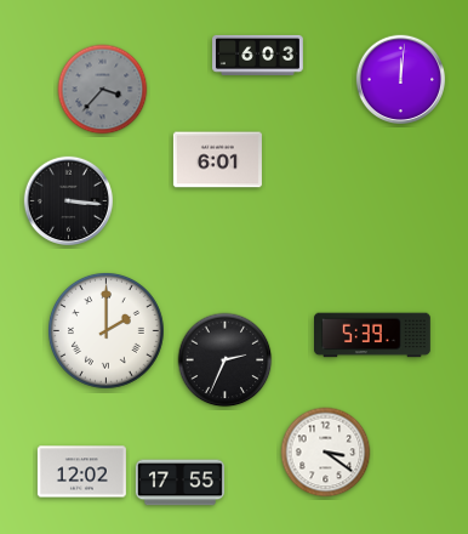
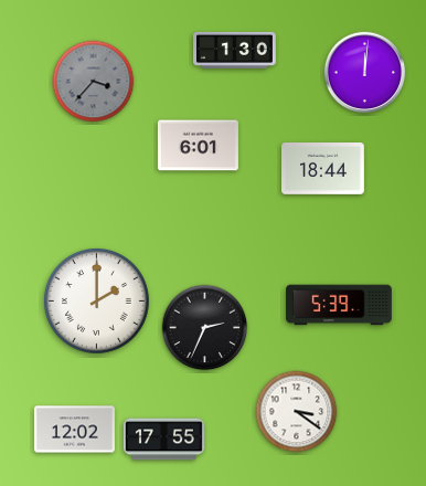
clock at (258, 55): 6:03 -> 1:30
clock at (323, 169): none -> 18:44
clock at (69, 201): 3:16 -> none
